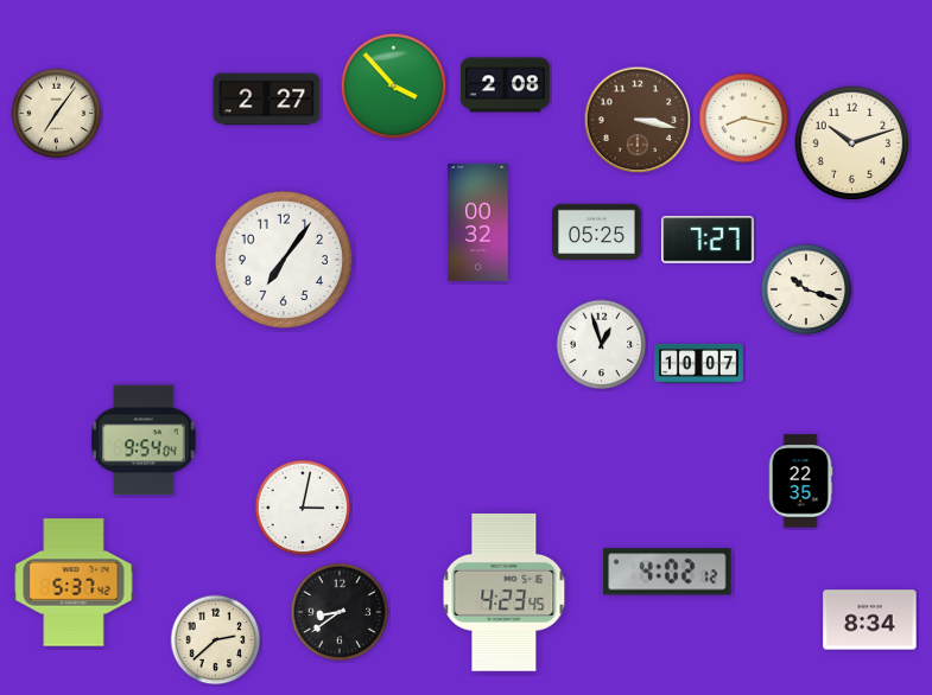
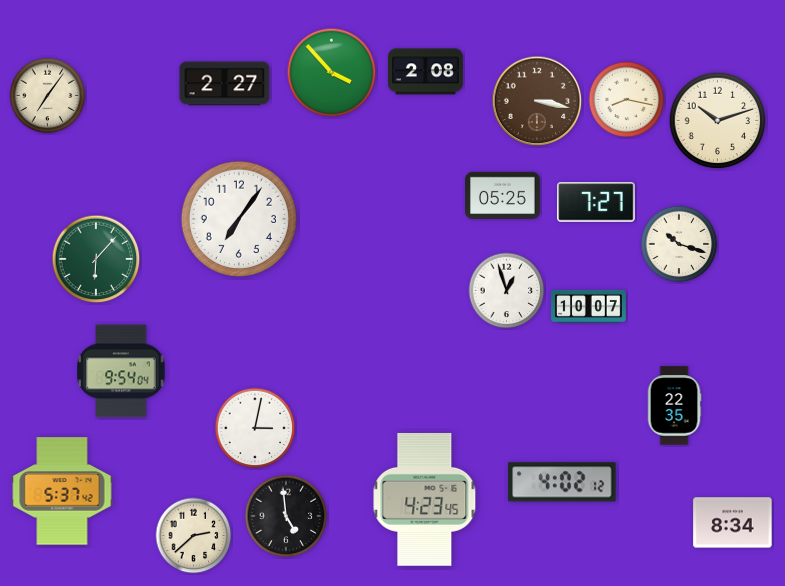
clock at (478, 222): 00:32 -> none
clock at (96, 259): none -> 6:07
clock at (340, 612): 8:39 -> 4:59
clock at (216, 640) position: (216, 640) -> (194, 536)
